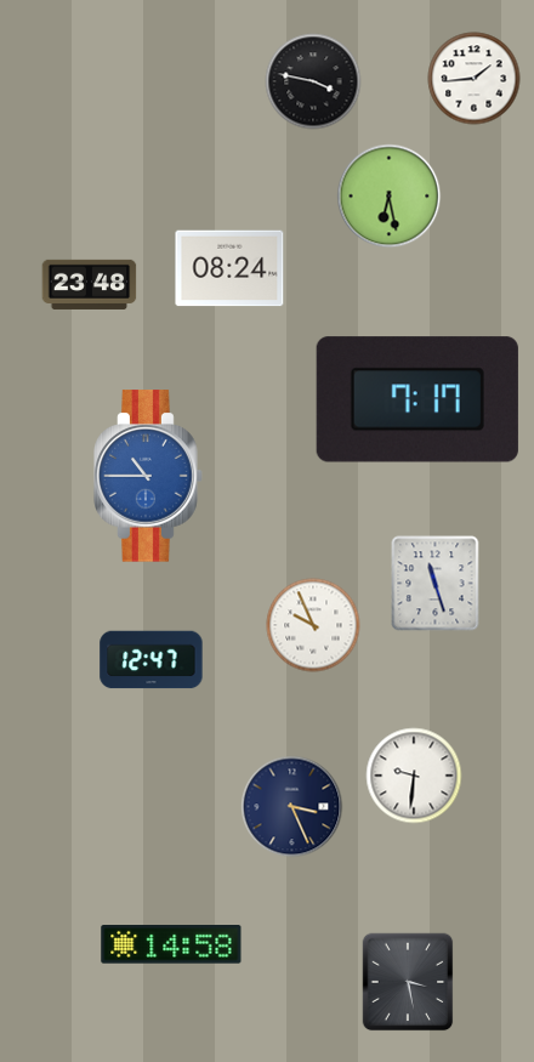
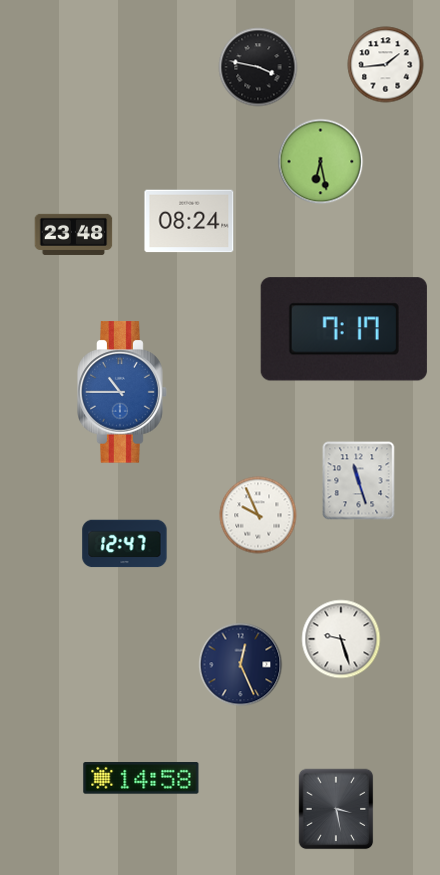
clock at (475, 79) position: (475, 79) -> (386, 65)
clock at (414, 776): 9:31 -> 9:27
clock at (292, 807): 3:26 -> 12:26
